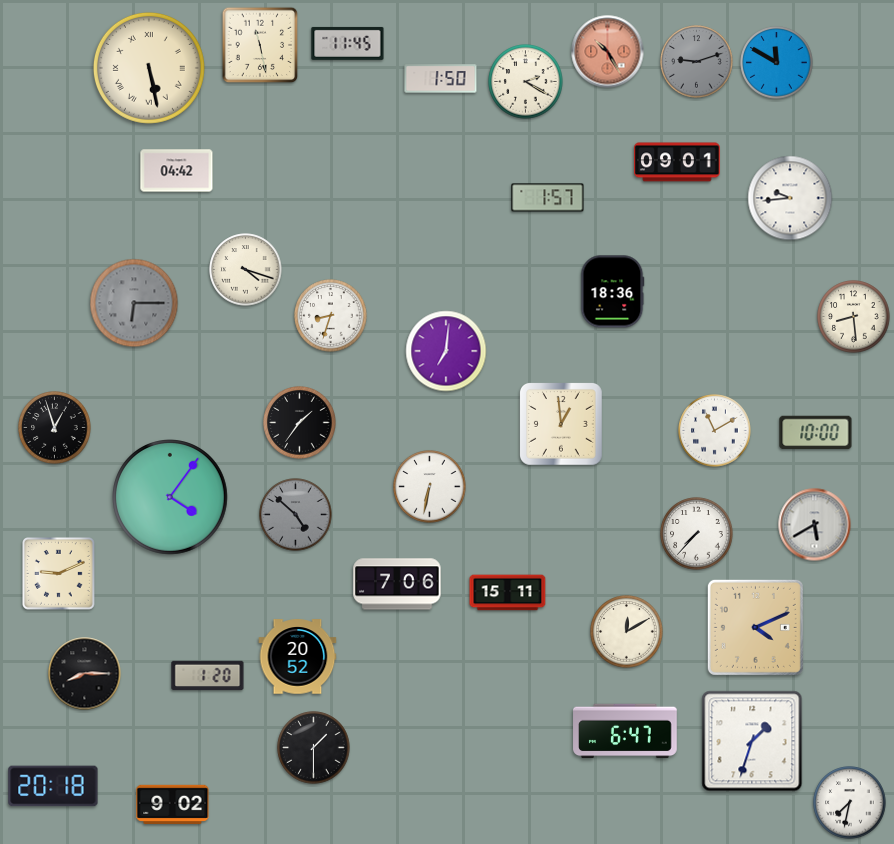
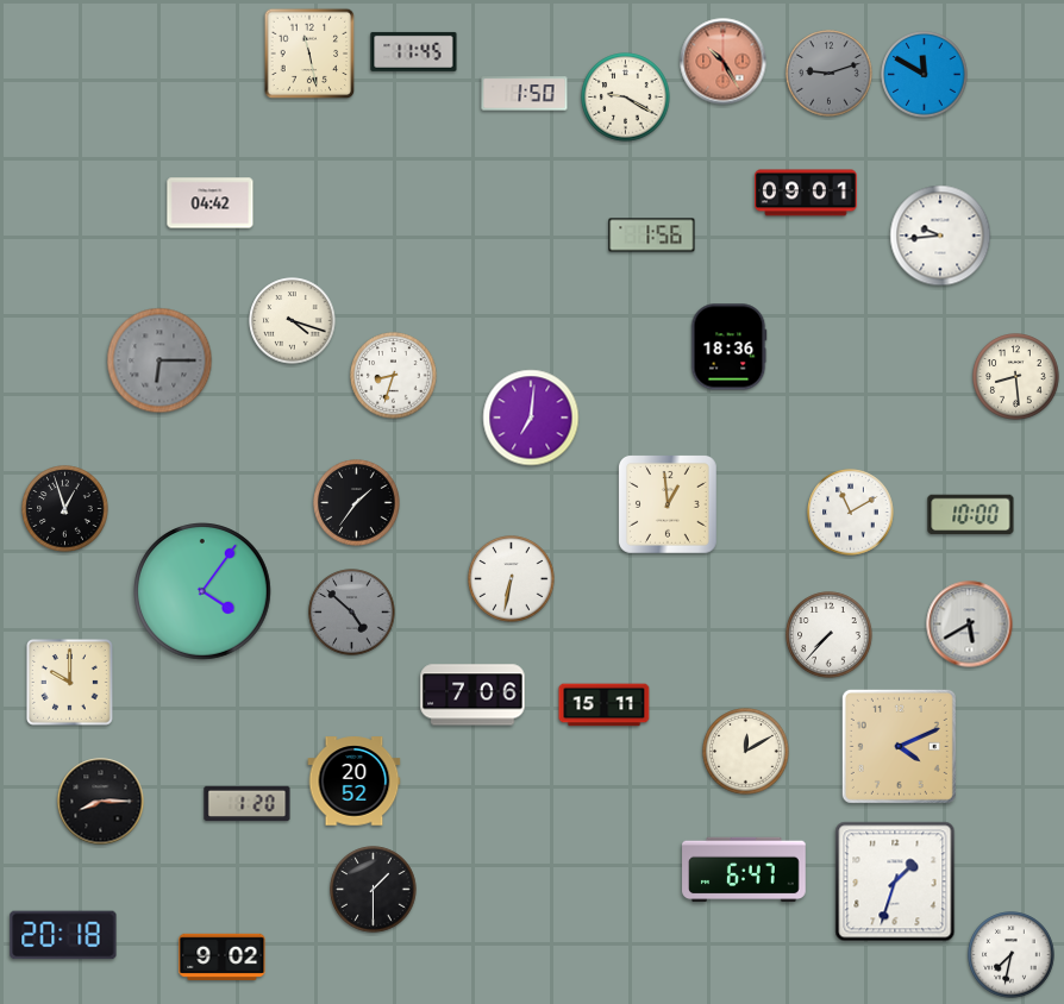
clock at (149, 68): 5:28 -> none
clock at (526, 82): 2:20 -> 9:20
clock at (548, 198): 1:57 -> 1:56
clock at (59, 574): 9:11 -> 10:00
clock at (173, 804) position: (173, 804) -> (223, 956)
